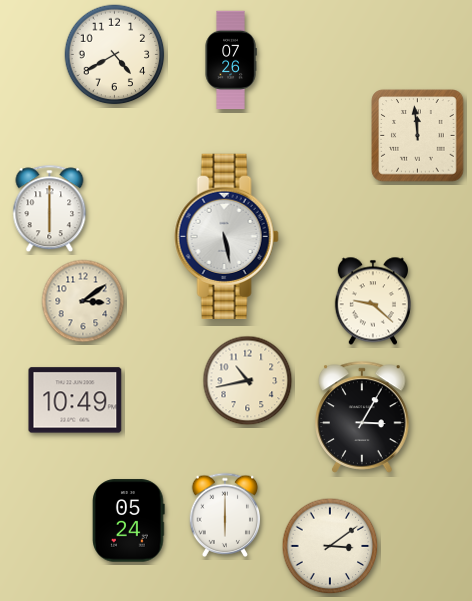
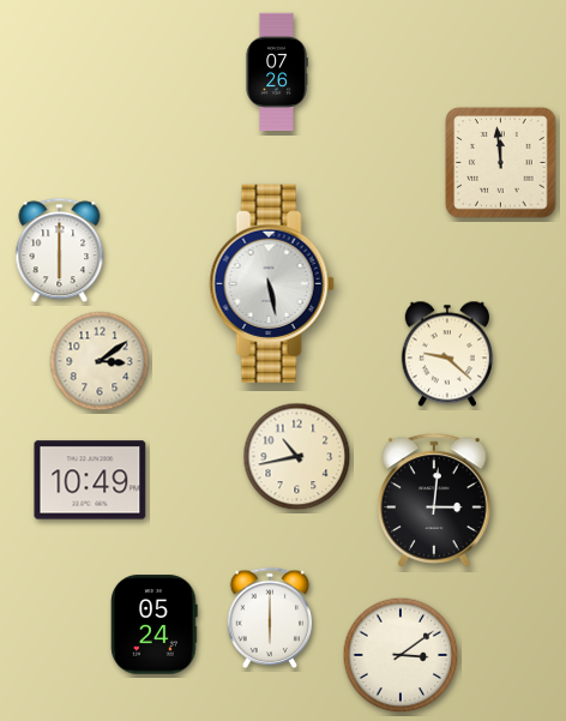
clock at (115, 55): 4:40 -> none
clock at (373, 301) position: (373, 301) -> (447, 354)
clock at (362, 417): 3:05 -> 3:01
clock at (330, 546) position: (330, 546) -> (401, 655)
